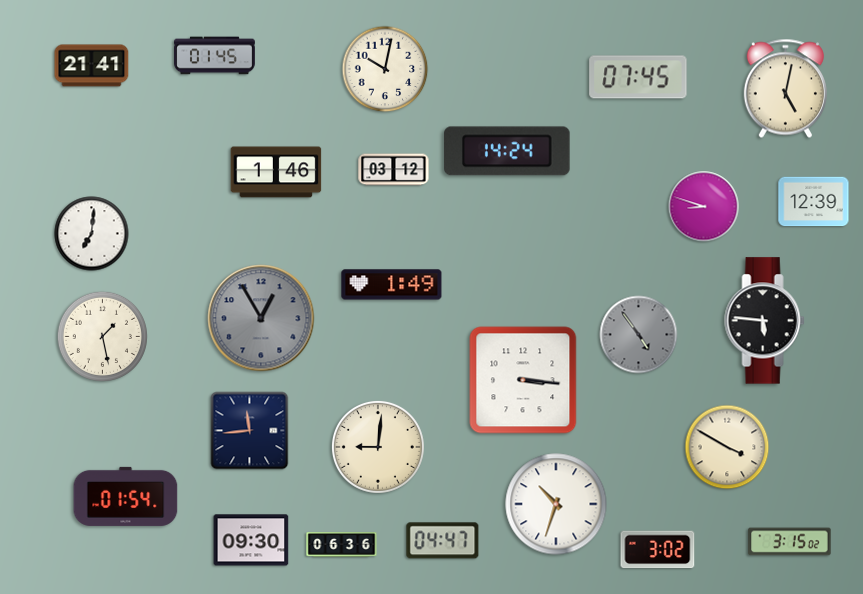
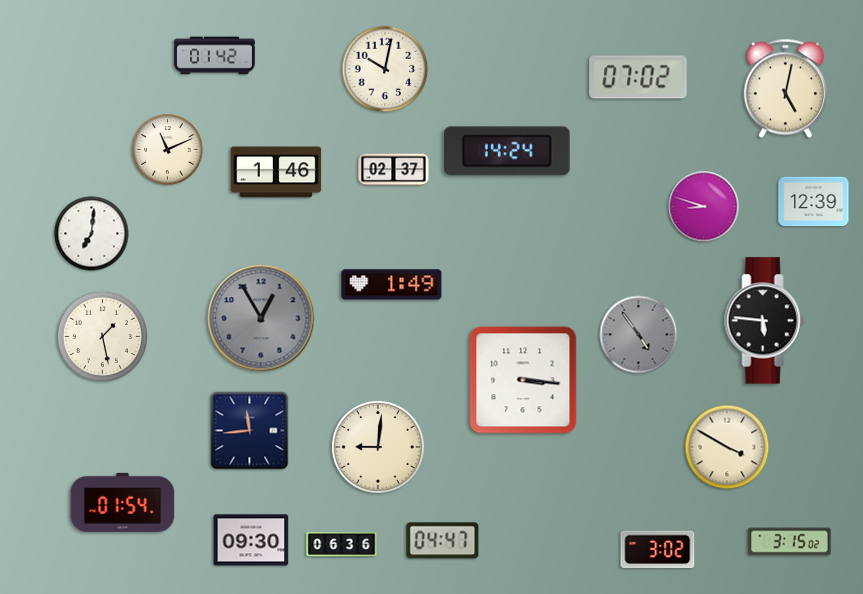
clock at (215, 56): 01:45 -> 01:42
clock at (92, 66): 21:41 -> none
clock at (638, 77): 07:45 -> 07:02
clock at (168, 150): none -> 11:11
clock at (394, 170): 03:12 -> 02:37
clock at (126, 496) position: (126, 496) -> (123, 502)
clock at (556, 504): 10:33 -> none
